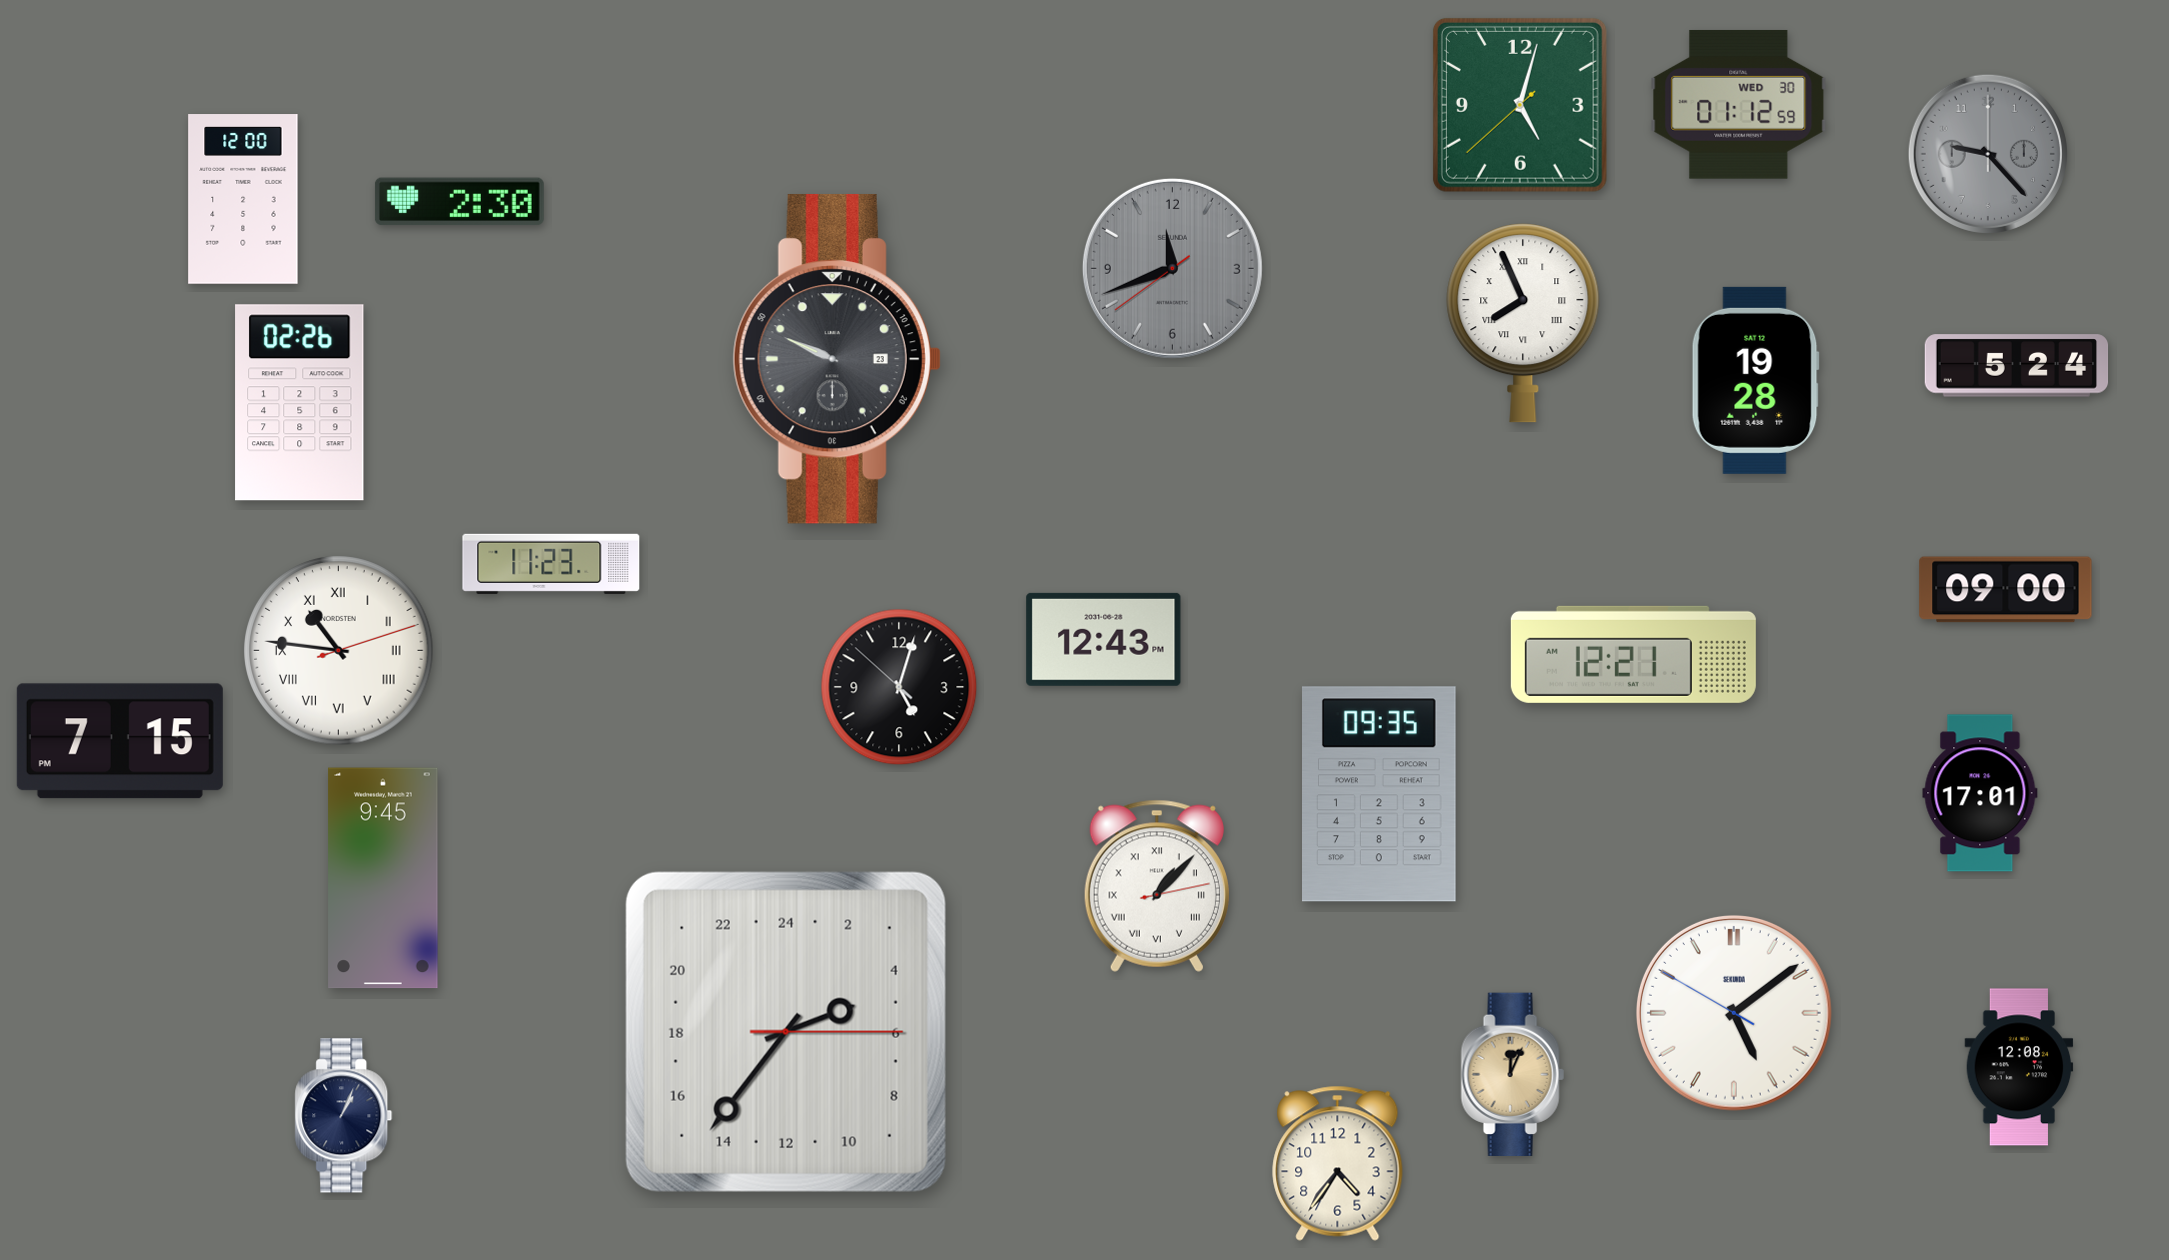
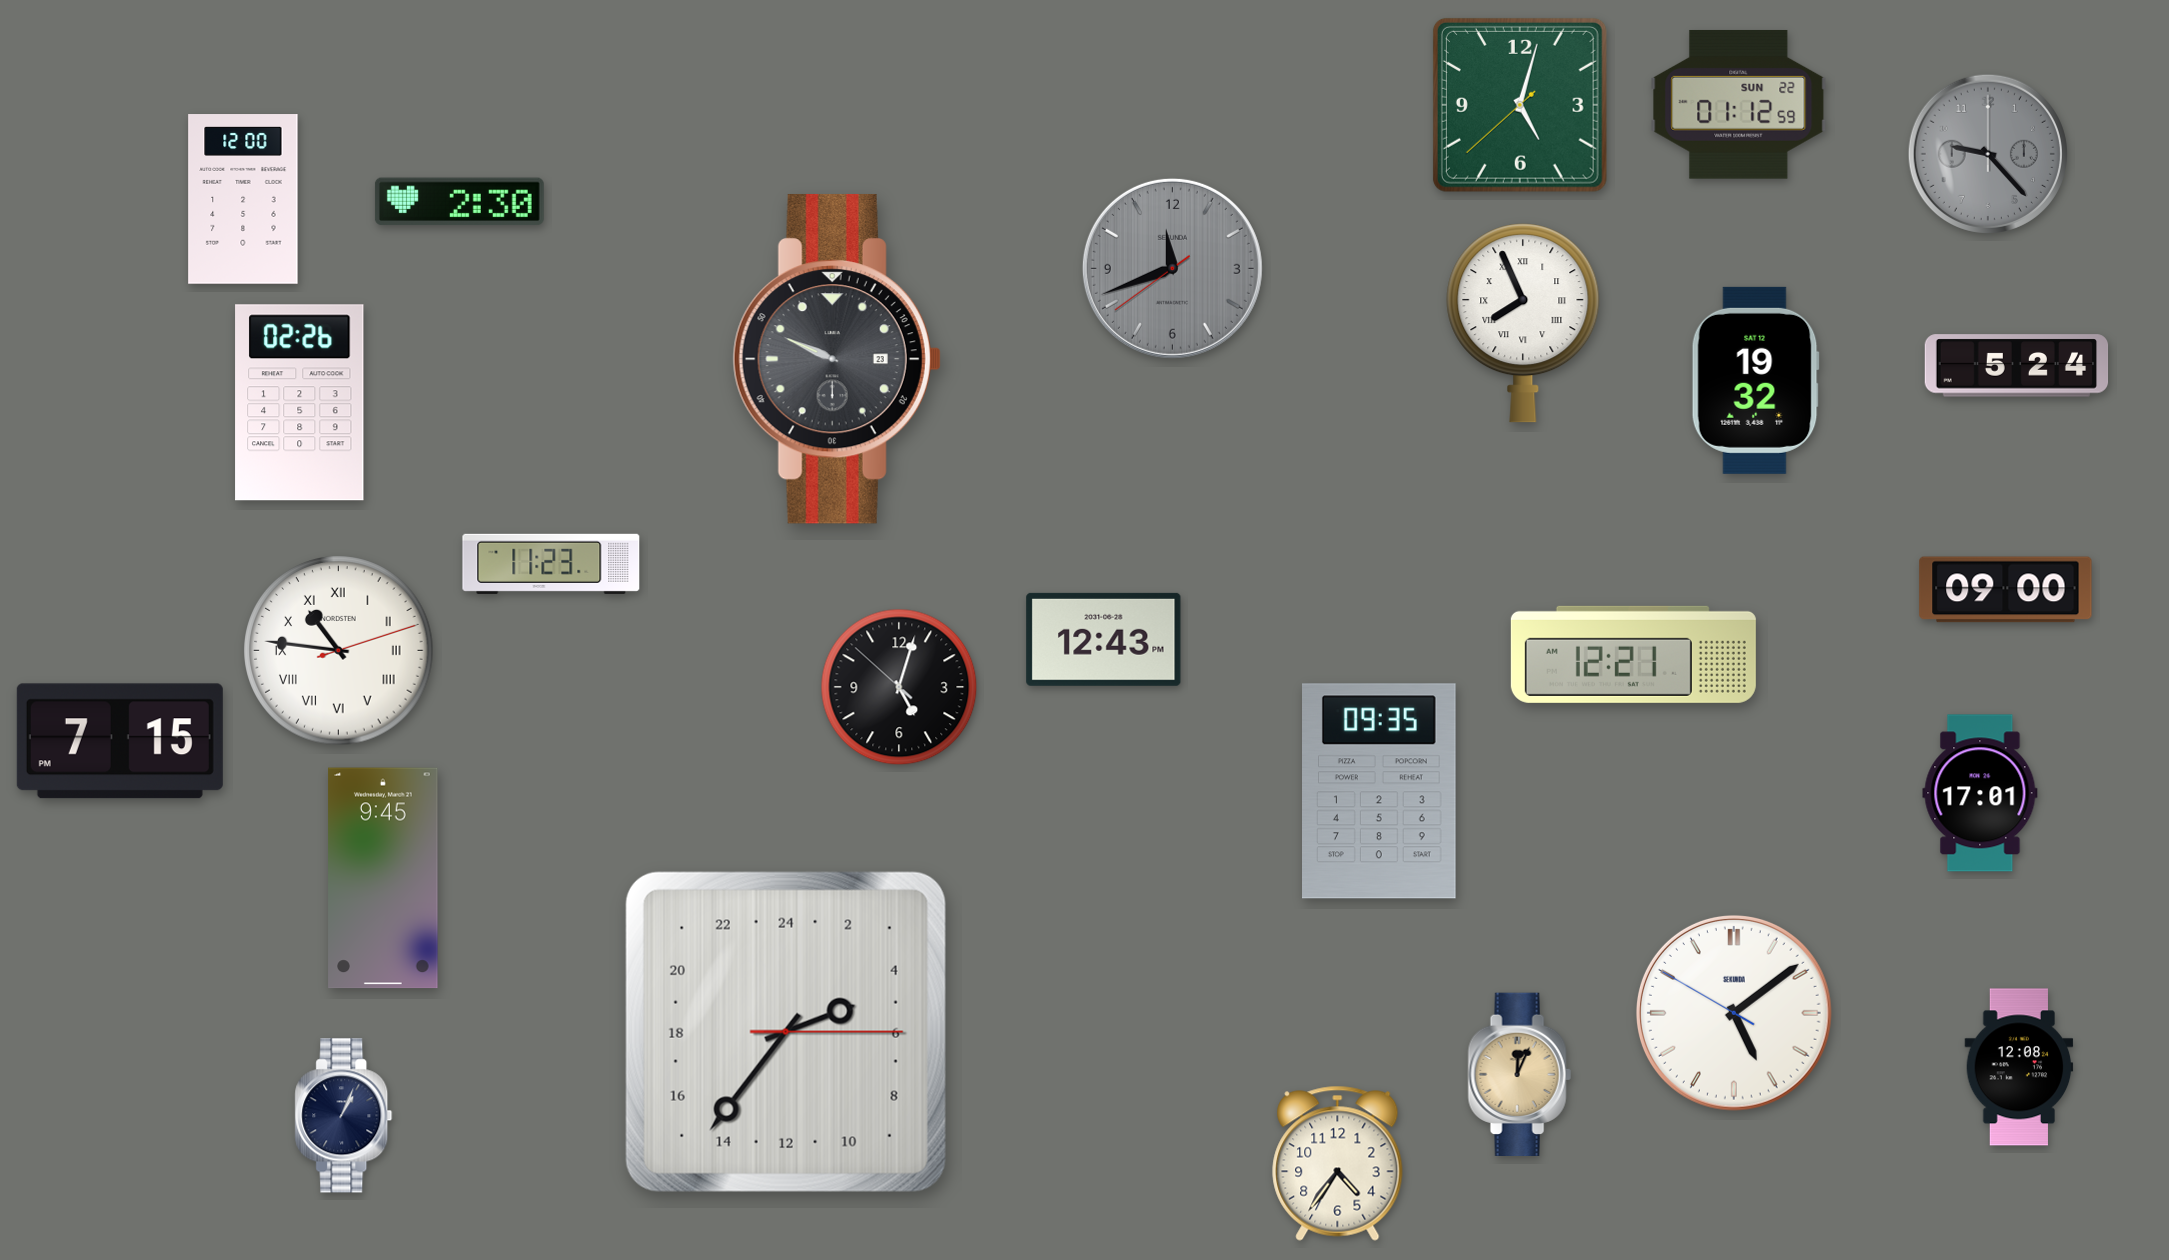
clock at (1739, 104) date: WED 30 -> SUN 22
clock at (1755, 380): 19:28 -> 19:32
clock at (1380, 794) position: (1380, 794) -> (1380, 791)
clock at (1157, 886): 1:07 -> none
clock at (1512, 1074) position: (1512, 1074) -> (1519, 1074)
